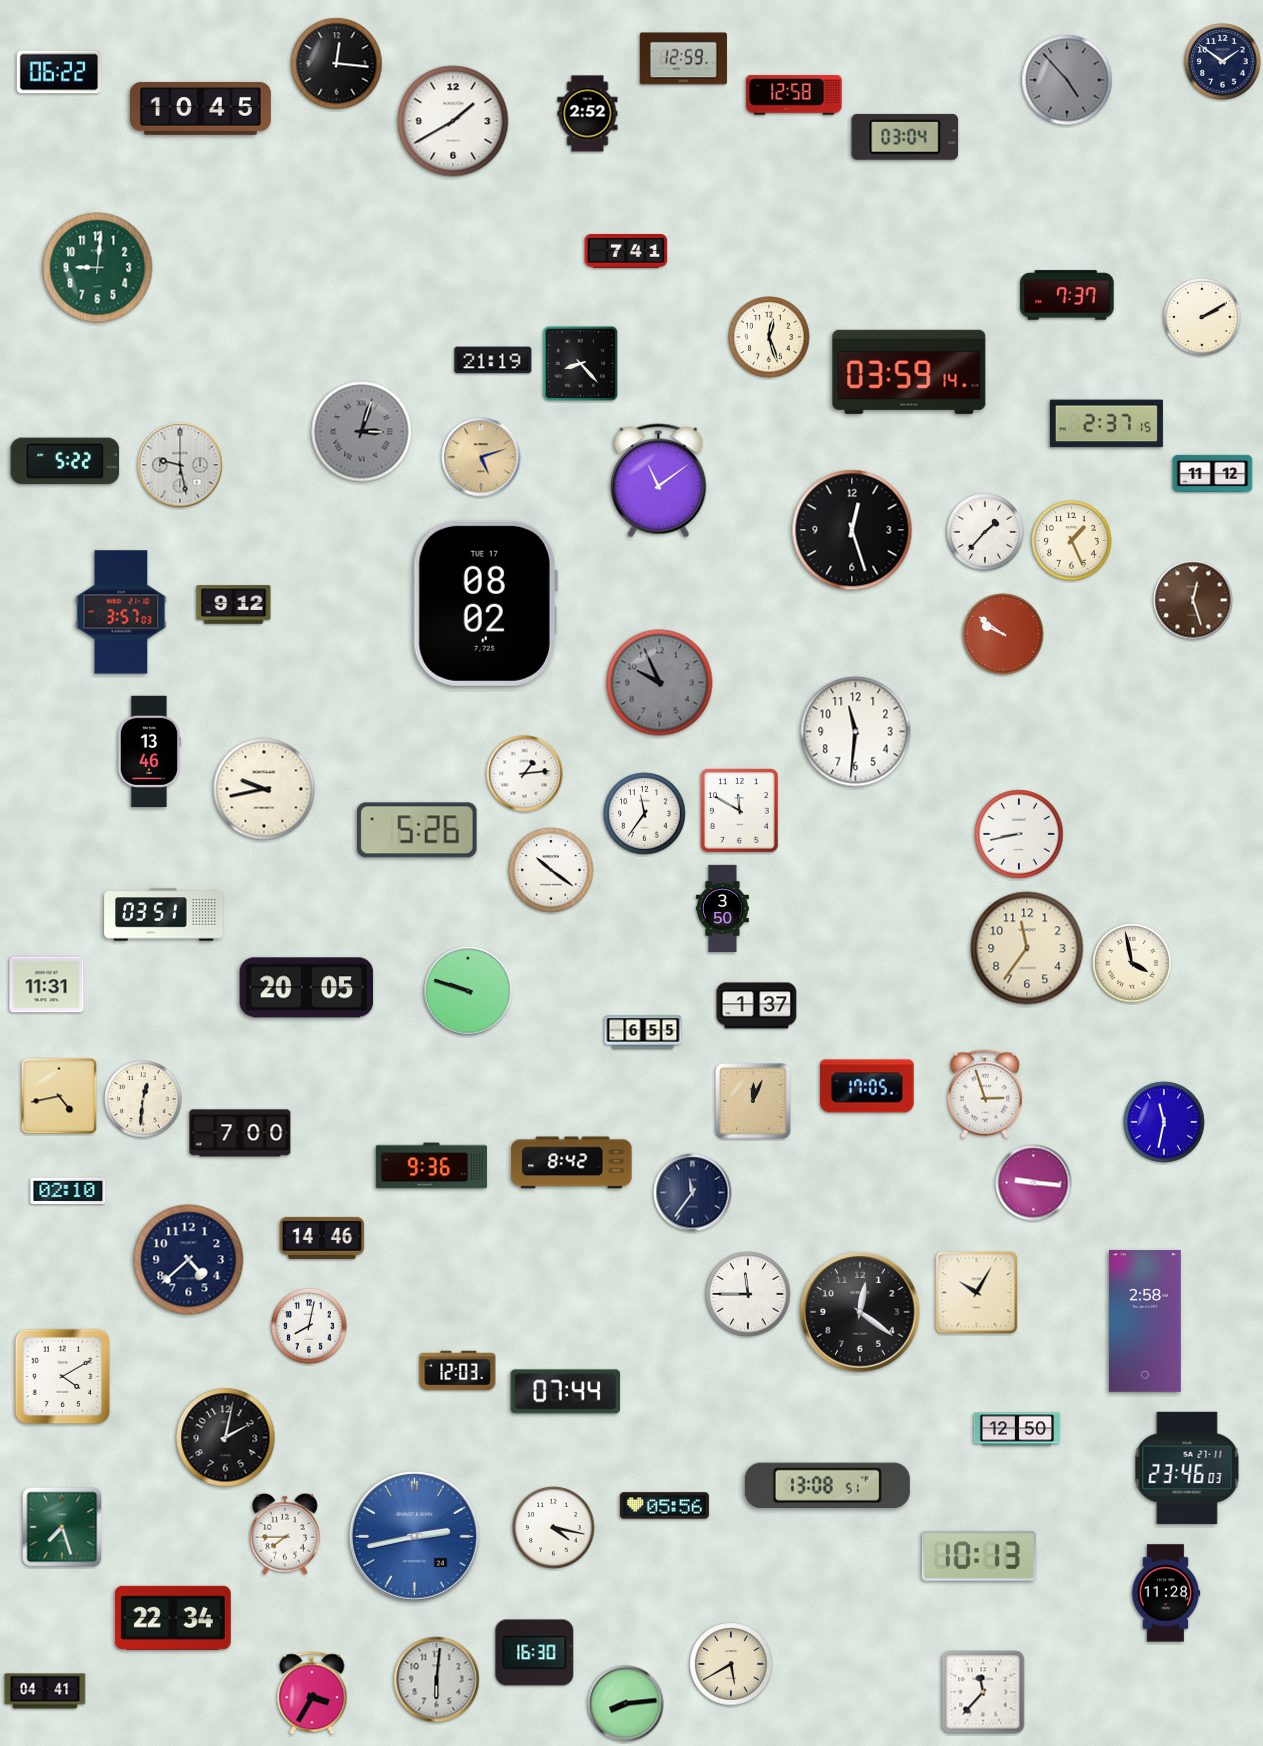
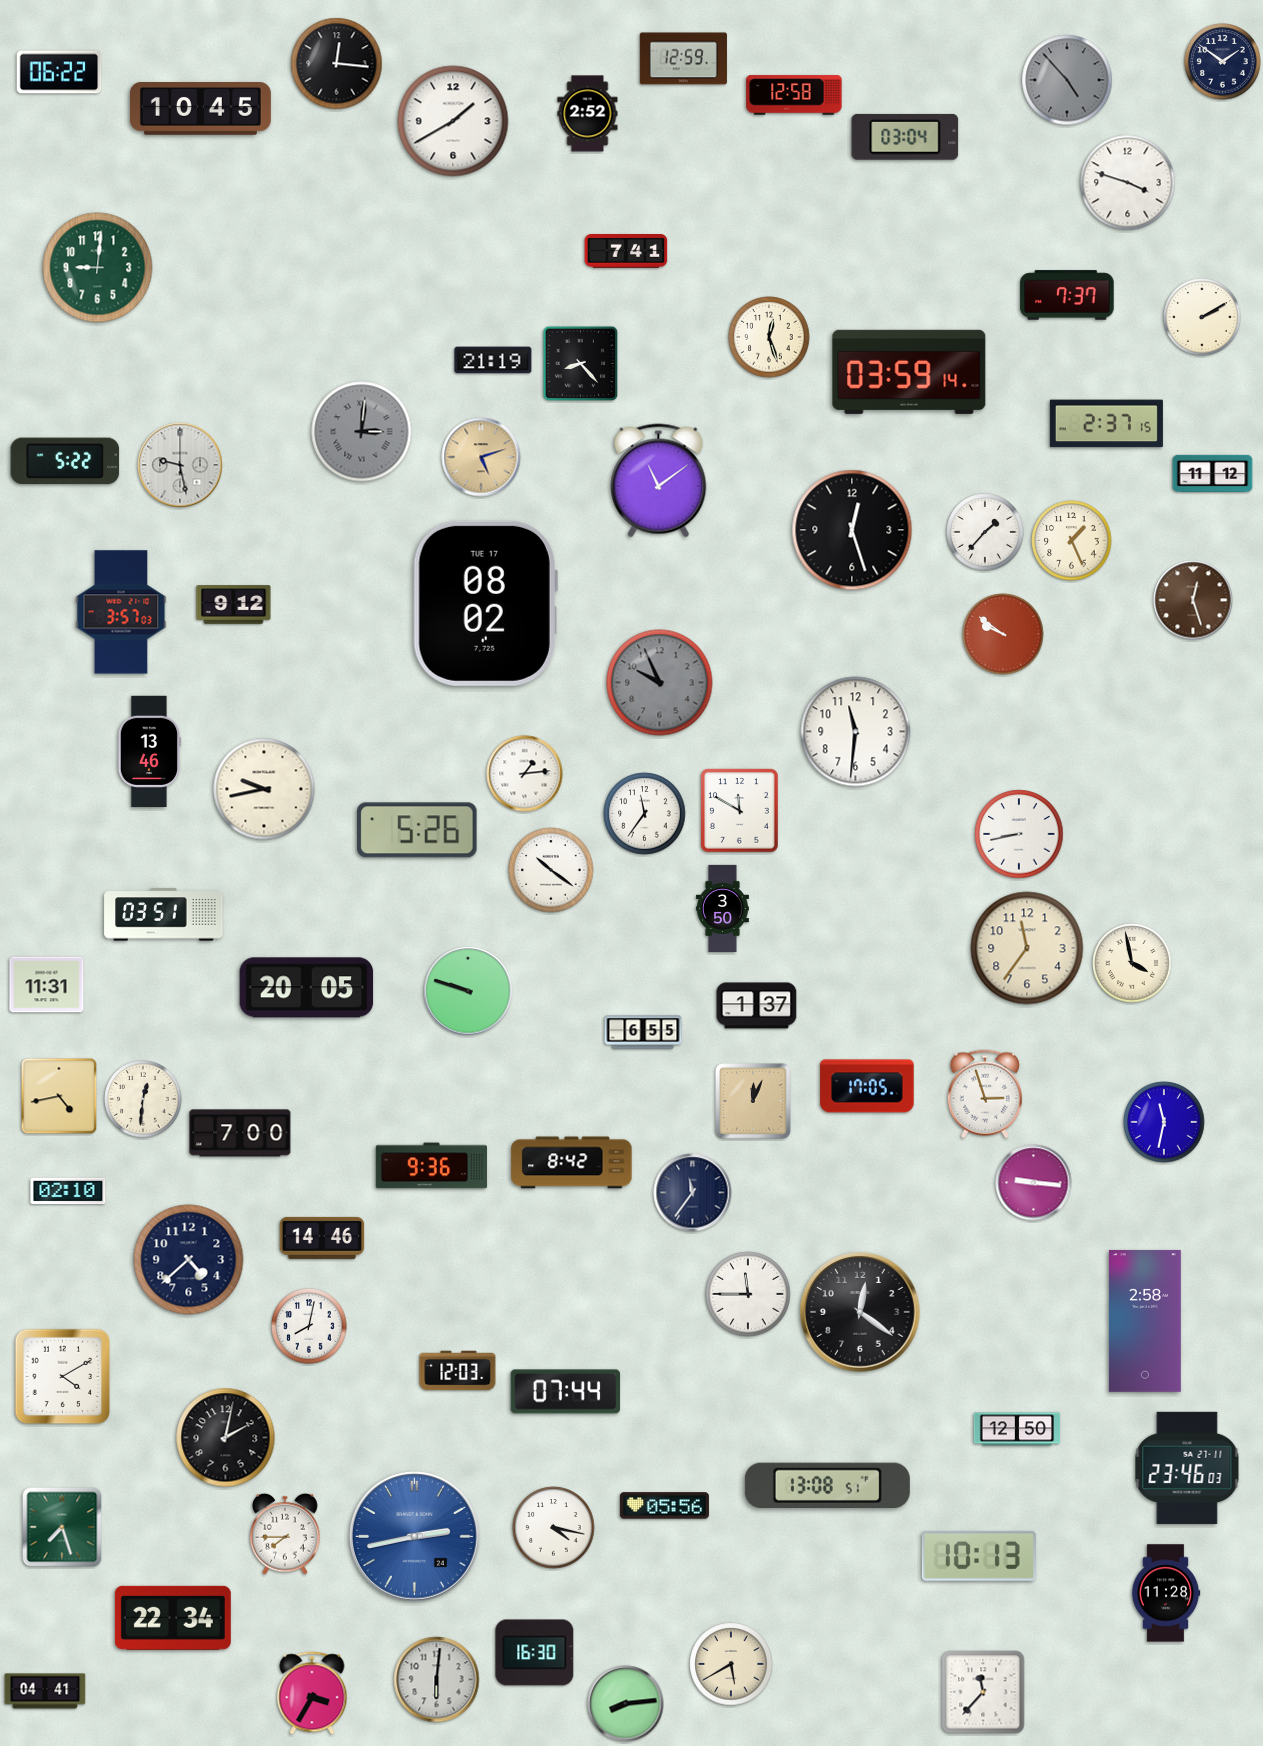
clock at (1128, 183): none -> 3:48
clock at (362, 432): 3:03 -> 3:01
clock at (977, 1293): 10:05 -> none
